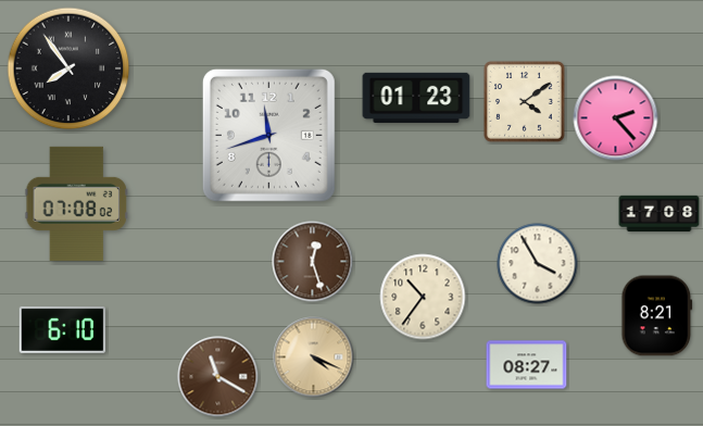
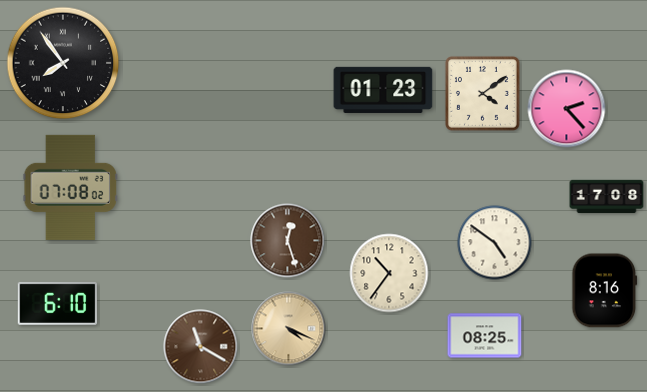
clock at (268, 135): 11:42 -> none
clock at (538, 264): 3:55 -> 4:51
clock at (657, 316): 8:21 -> 8:16
clock at (527, 365): 08:27 -> 08:25
